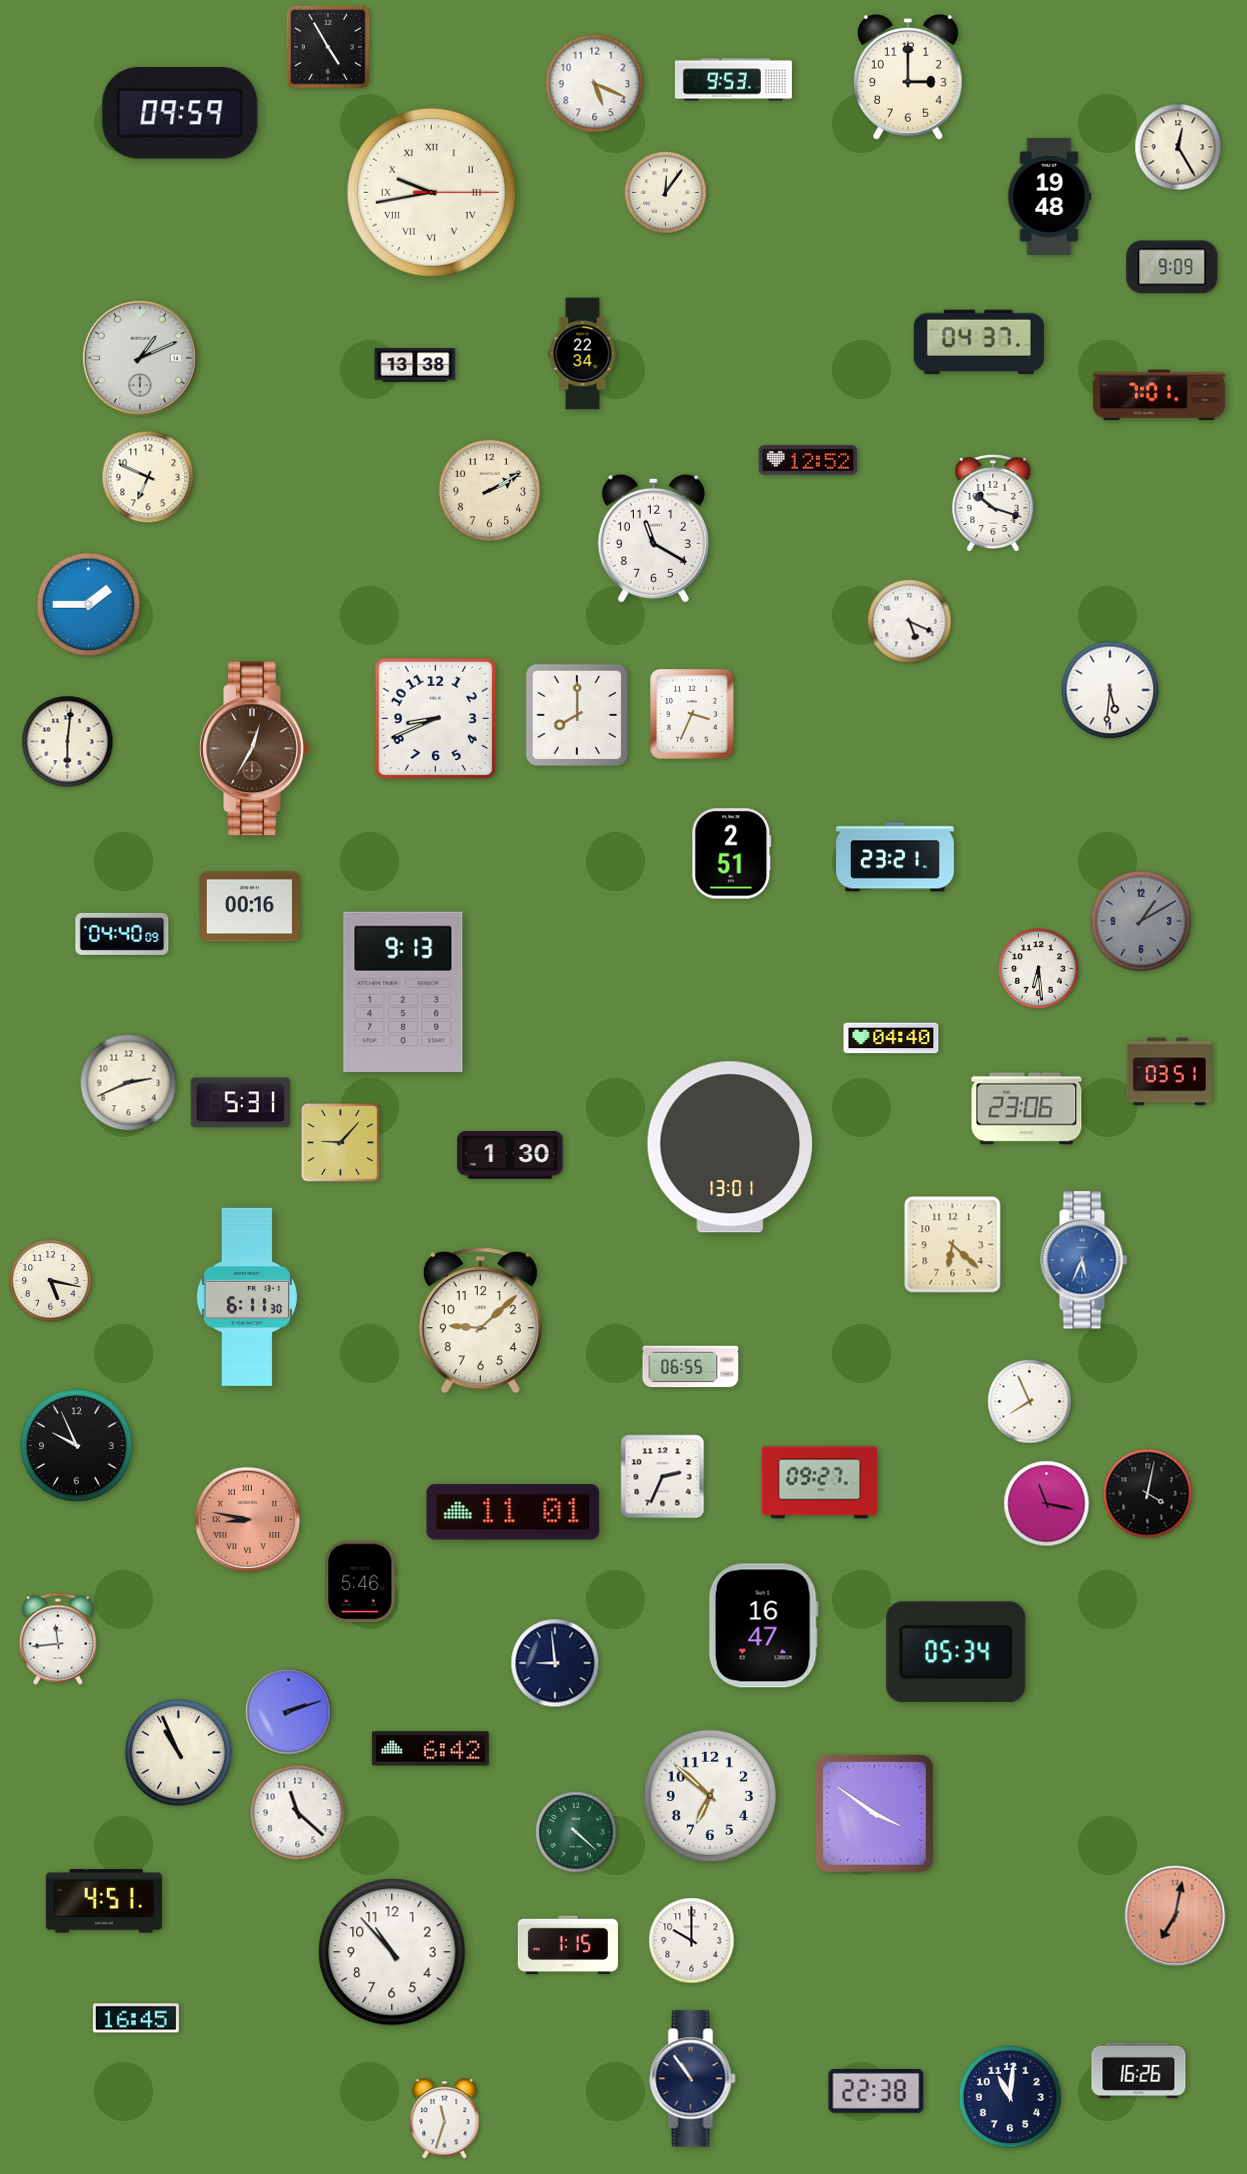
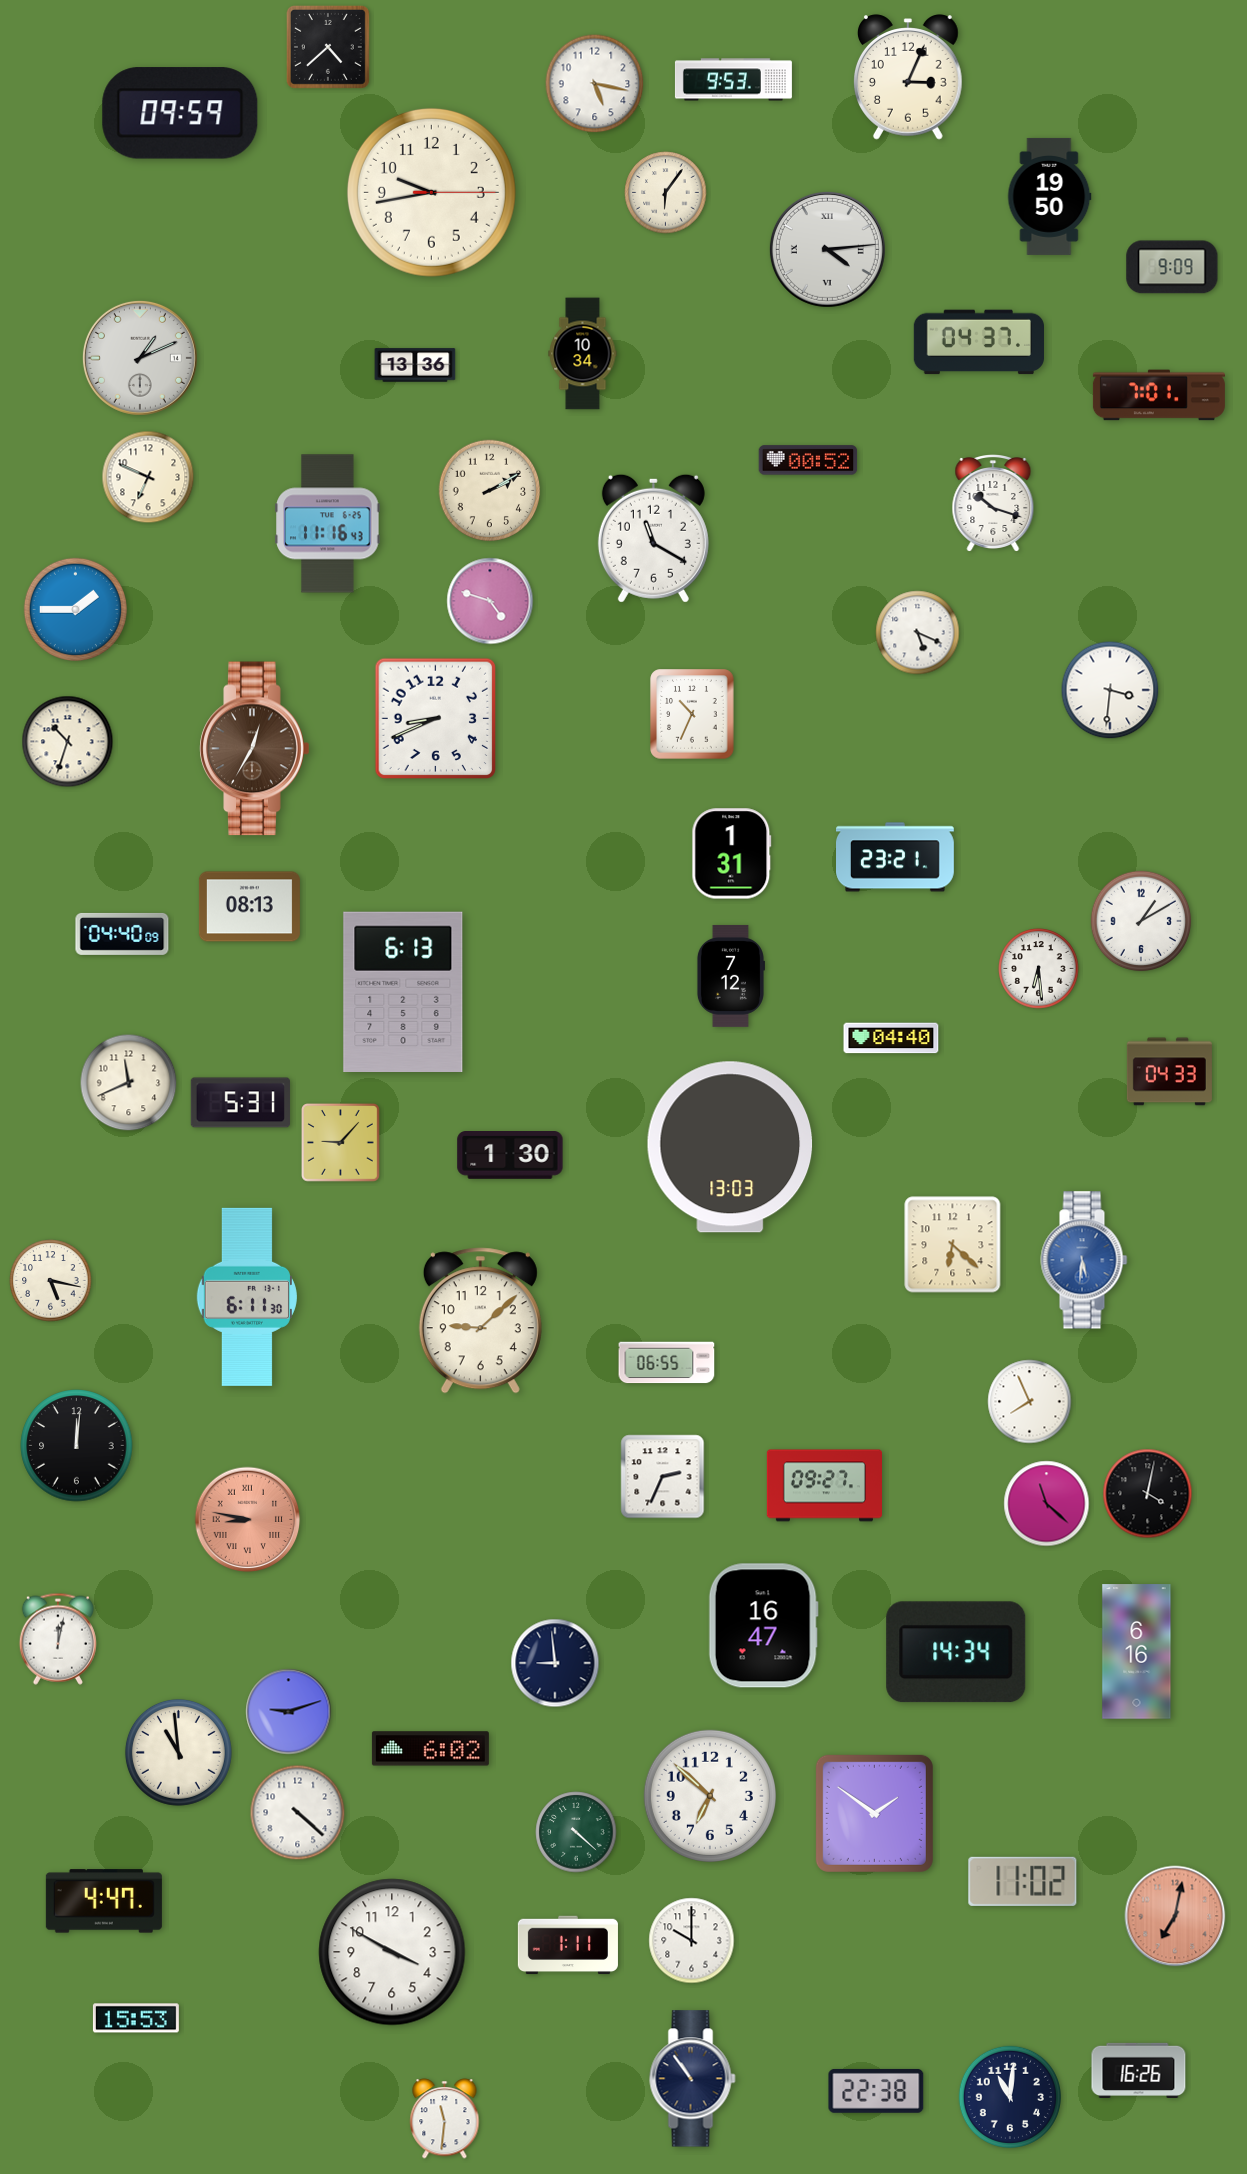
clock at (328, 47): 4:55 -> 4:38
clock at (909, 77): 3:00 -> 3:04
clock at (595, 84): 5:19 -> 5:17
clock at (1178, 147): 12:25 -> none
clock at (431, 192) numerals: Roman -> Arabic
clock at (666, 193): 12:06 -> 6:06
clock at (1050, 196): 19:48 -> 19:50
clock at (827, 249): none -> 4:14
clock at (583, 354): 22:34 -> 10:34
clock at (415, 365): 13:38 -> 13:36
clock at (808, 460): 12:52 -> 00:52
clock at (328, 524): none -> 11:16
clock at (490, 601): none -> 4:48
clock at (88, 604) position: (88, 604) -> (75, 609)
clock at (910, 622) position: (910, 622) -> (918, 633)
clock at (1110, 690): 5:31 -> 3:31
clock at (692, 714): 3:34 -> 10:34
clock at (577, 715): 8:00 -> none
clock at (68, 742): 6:01 -> 10:33
clock at (732, 854): 2:51 -> 1:31
clock at (249, 907): 00:16 -> 08:13
clock at (1141, 921) dial: grey -> white
clock at (730, 976): none -> 7:12
clock at (403, 991): 9:13 -> 6:13
clock at (1169, 1072): 03:51 -> 04:33
clock at (129, 1083): 2:41 -> 11:41
clock at (1027, 1109): 23:06 -> none
clock at (730, 1147): 13:01 -> 13:03
clock at (1084, 1260): 5:34 -> 5:31
clock at (691, 1367) position: (691, 1367) -> (667, 1363)
clock at (77, 1446): 9:56 -> 12:01
clock at (819, 1483) position: (819, 1483) -> (824, 1486)
clock at (1047, 1504): 11:17 -> 11:22
clock at (513, 1512): 11:01 -> none
clock at (361, 1582): 5:46 -> none
clock at (58, 1639): 11:44 -> 12:02
clock at (956, 1652): 05:34 -> 14:34
clock at (1137, 1652): none -> 6:16
clock at (289, 1712): 2:12 -> 9:12
clock at (430, 1749): 6:42 -> 6:02
clock at (178, 1752): 10:56 -> 10:59
clock at (298, 1813): 11:22 -> 4:22
clock at (874, 1813): 3:51 -> 1:51
clock at (1023, 1881): none -> 11:02
clock at (104, 1901): 4:51 -> 4:47
clock at (568, 1945): 1:15 -> 1:11
clock at (392, 1952): 10:53 -> 3:50
clock at (136, 2018): 16:45 -> 15:53
clock at (445, 2119): 11:33 -> 11:31
